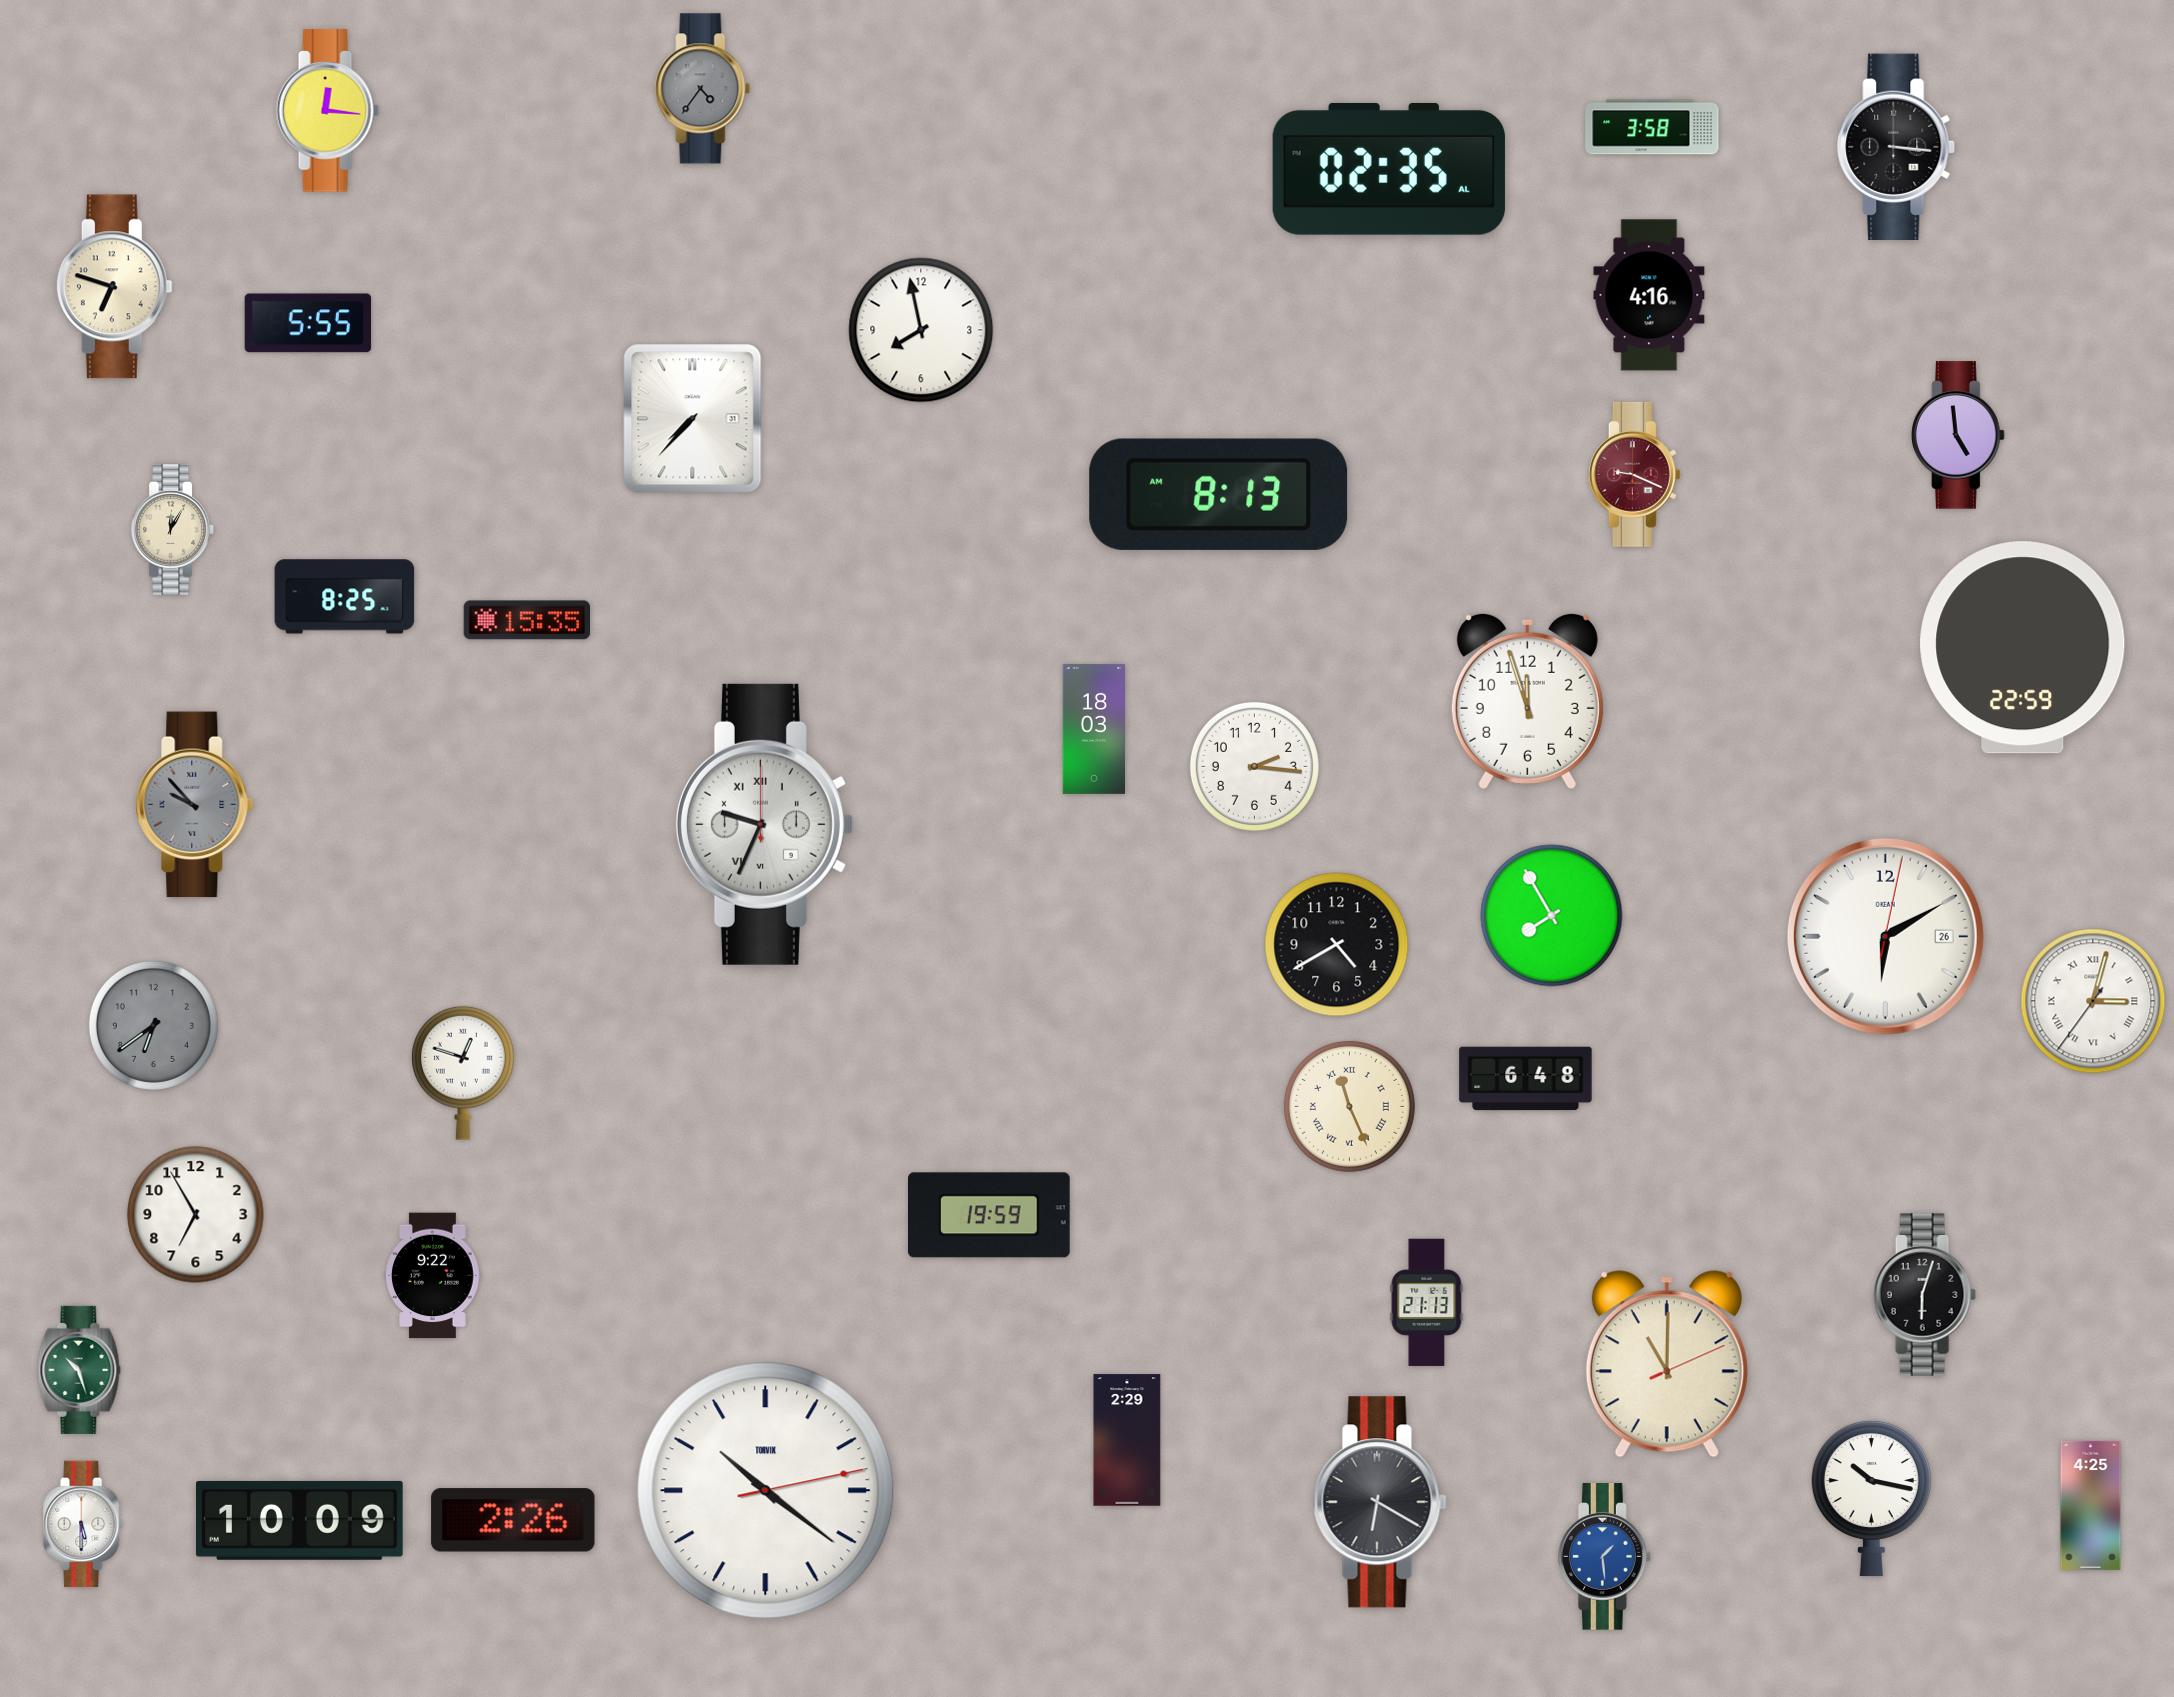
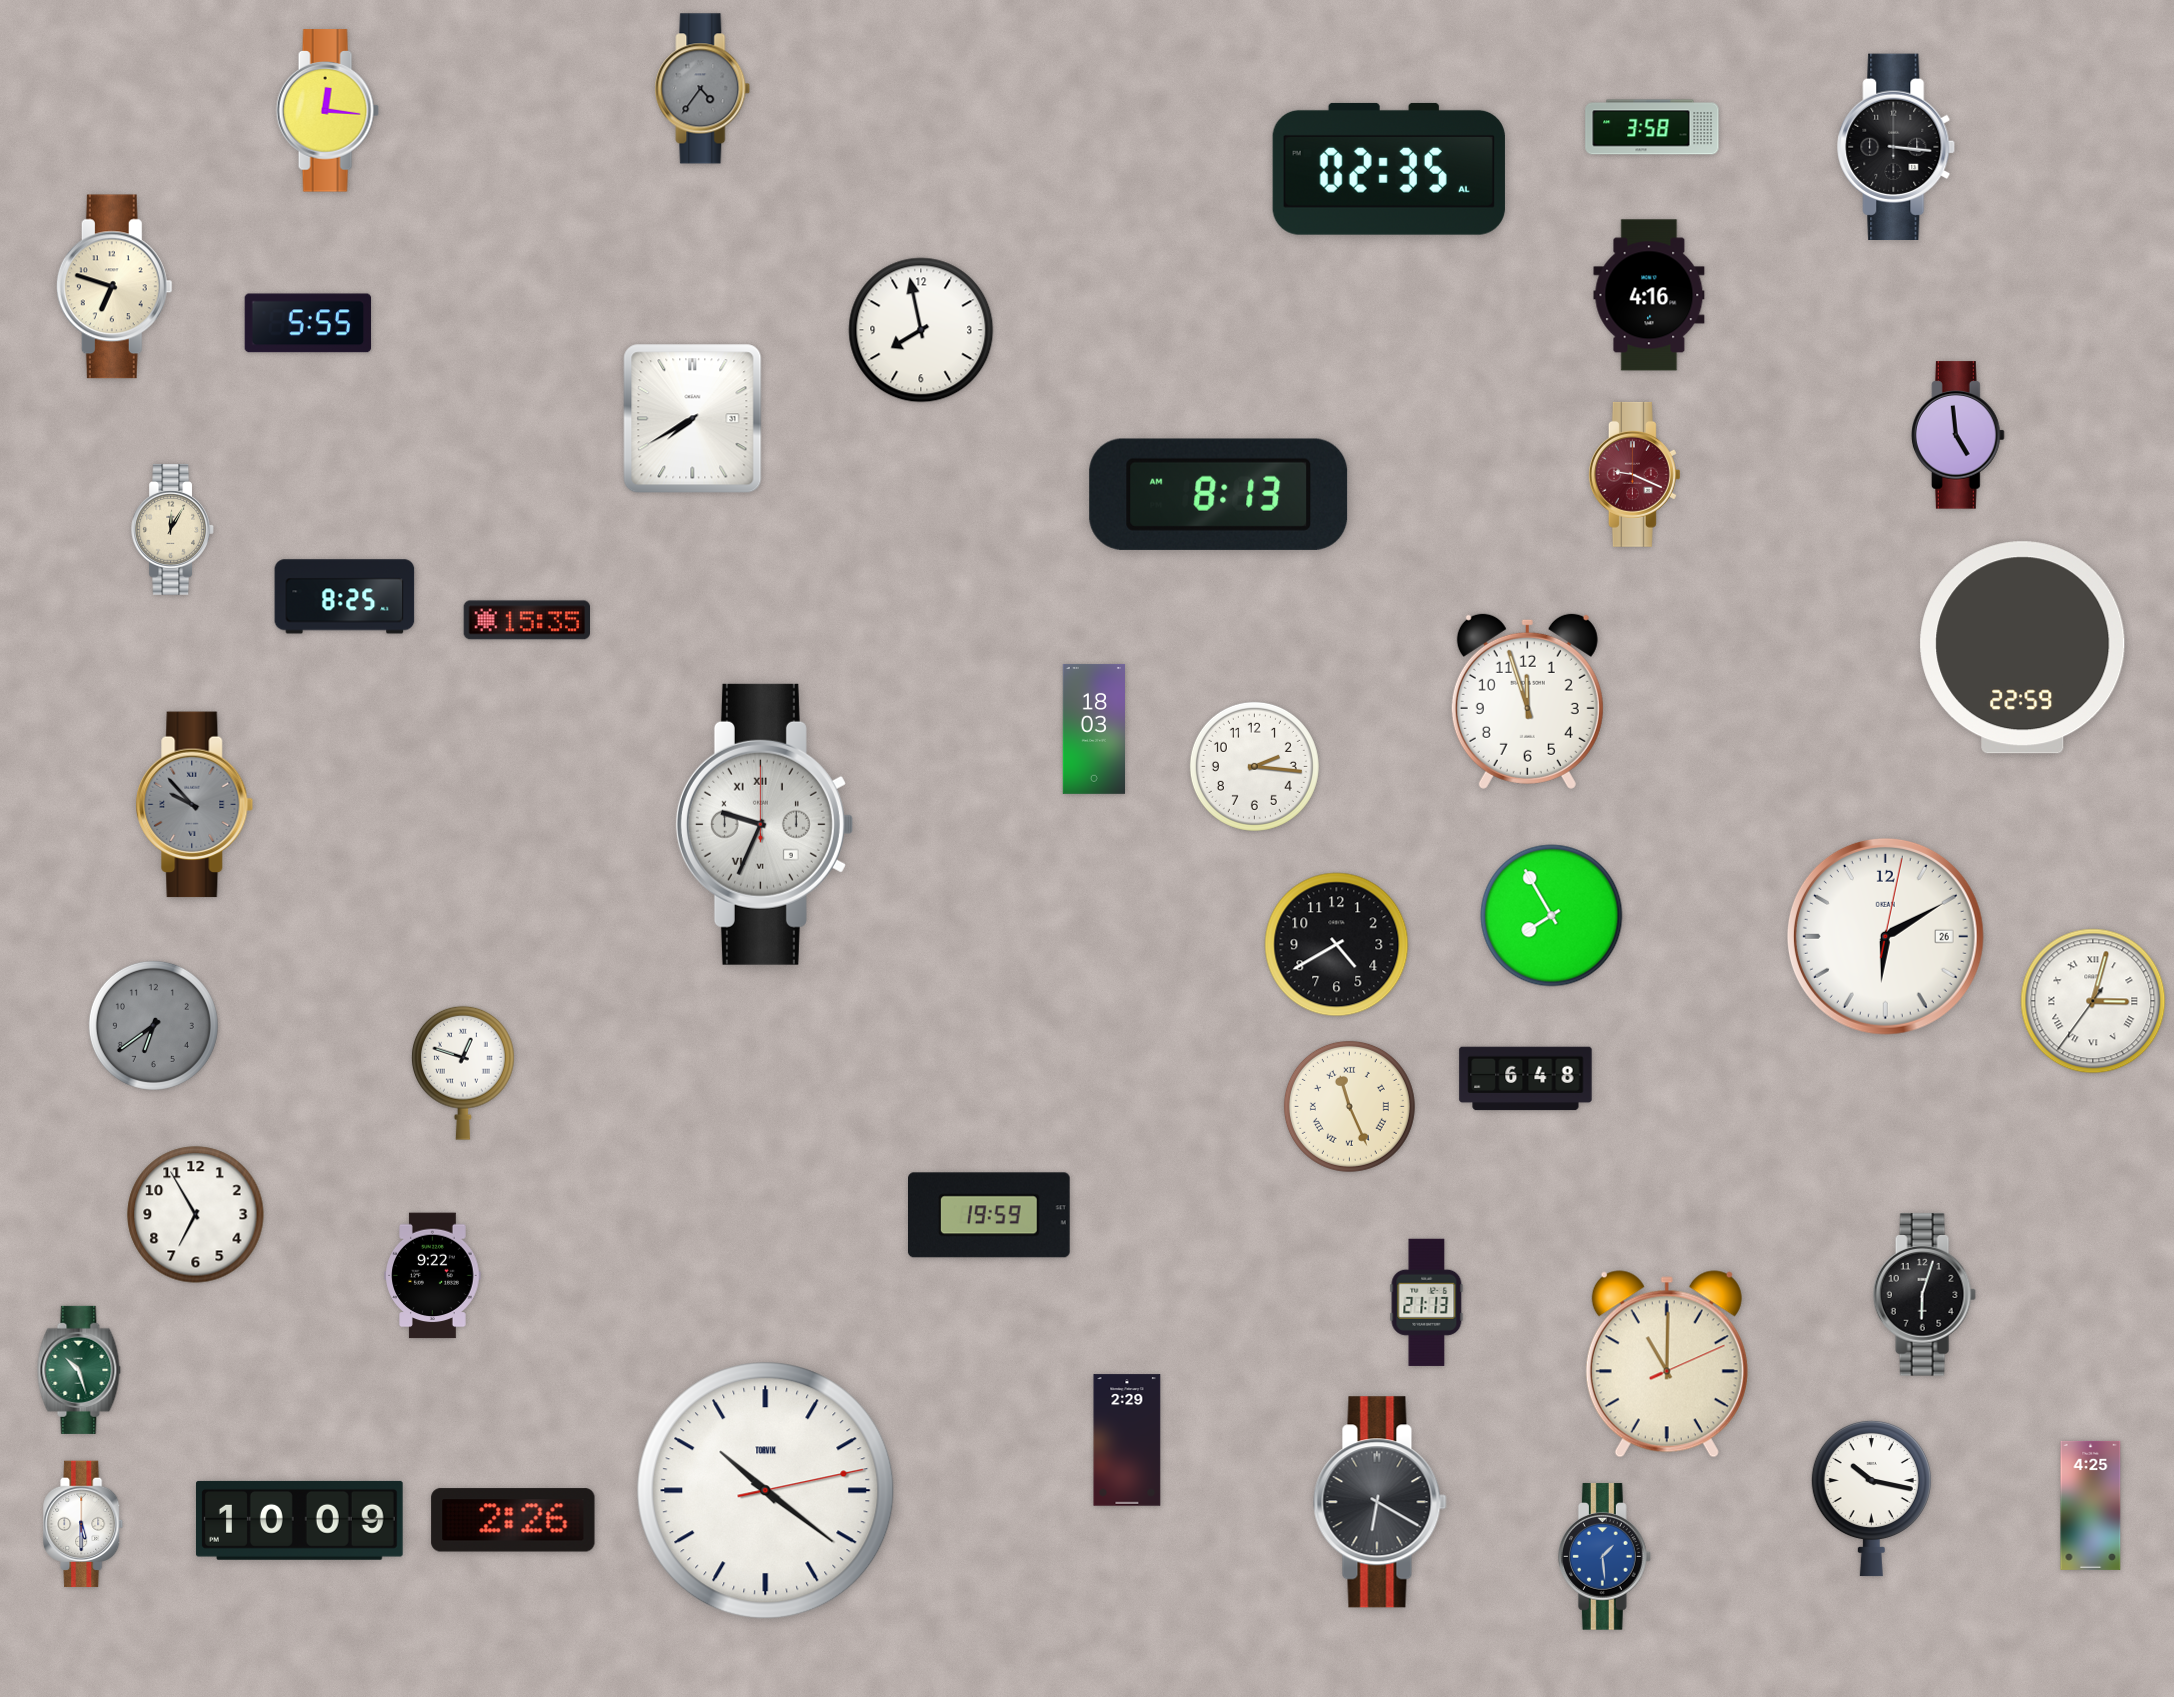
clock at (693, 419): 7:37 -> 7:40
